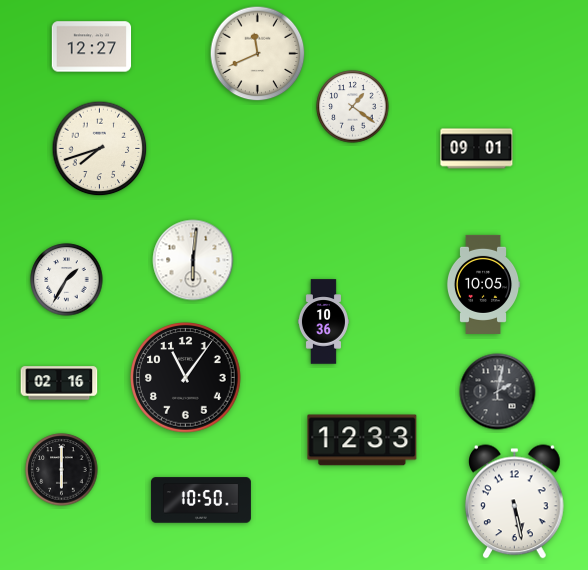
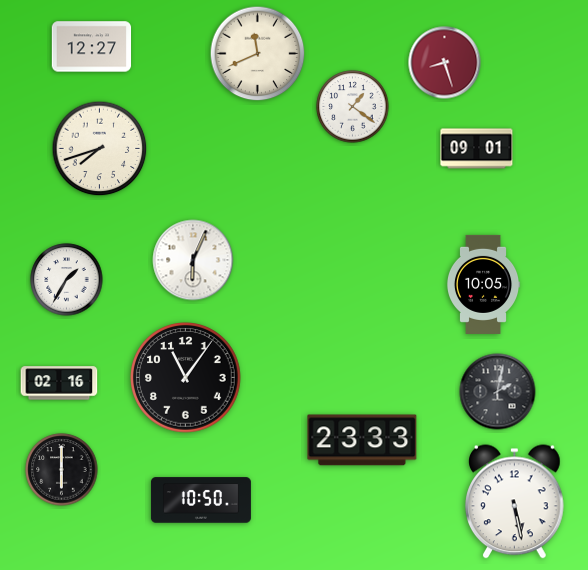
clock at (445, 63): none -> 8:27
clock at (193, 260): 6:01 -> 6:04
clock at (323, 322): 10:36 -> none
clock at (362, 440): 12:33 -> 23:33
